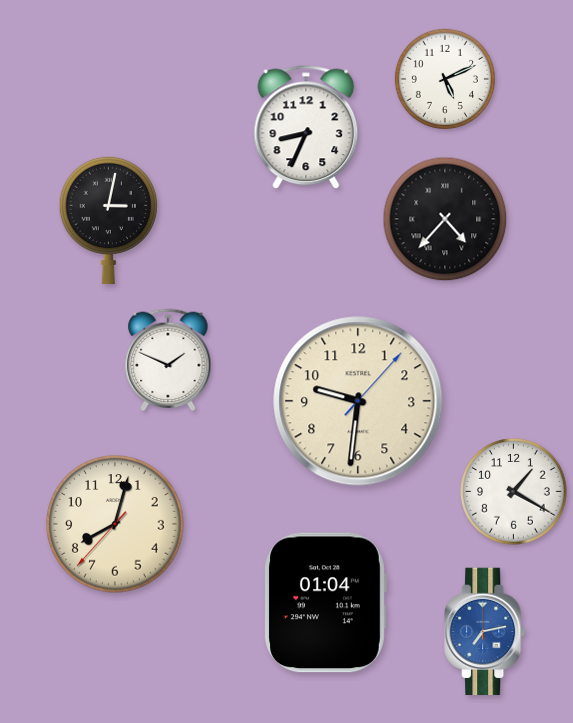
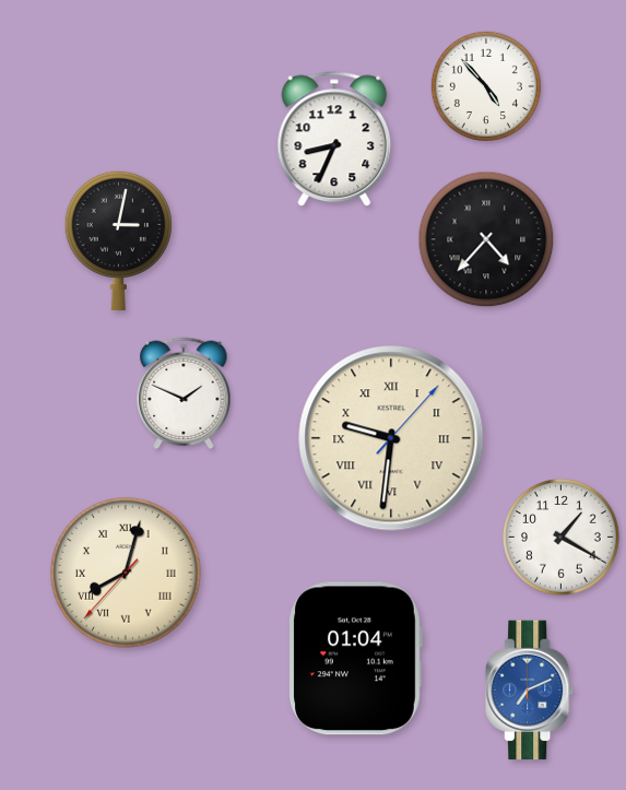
clock at (445, 79): 5:11 -> 4:53
clock at (358, 401) numerals: Arabic -> Roman
clock at (115, 524) numerals: Arabic -> Roman
clock at (485, 632): 7:13 -> 7:11
